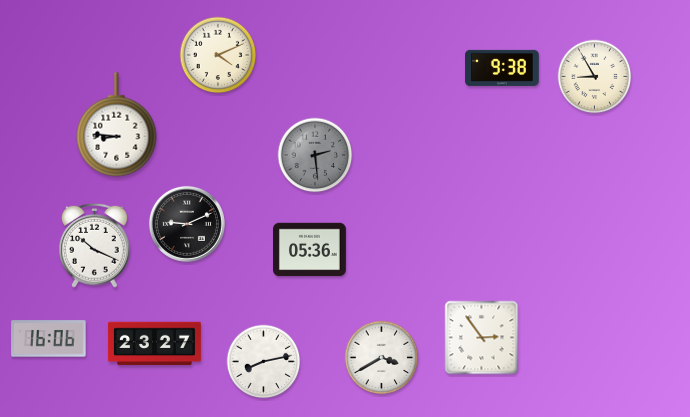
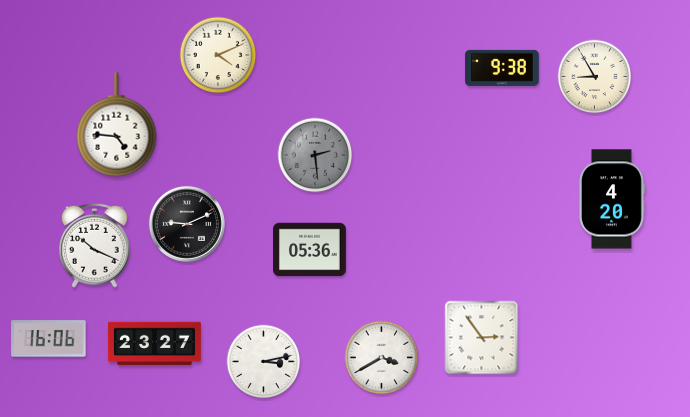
clock at (117, 125): 8:46 -> 4:46
clock at (612, 199): none -> 4:20
clock at (264, 362): 8:13 -> 3:13
